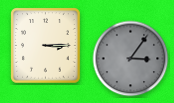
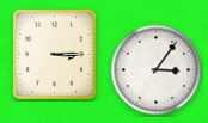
clock at (131, 59) dial: grey -> white
